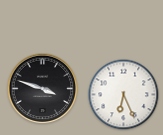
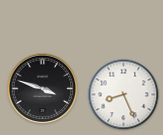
clock at (124, 95): 6:26 -> 8:26
